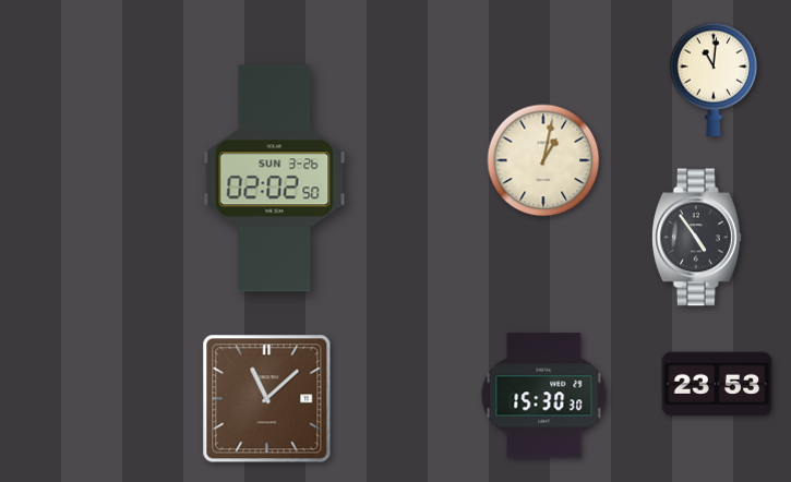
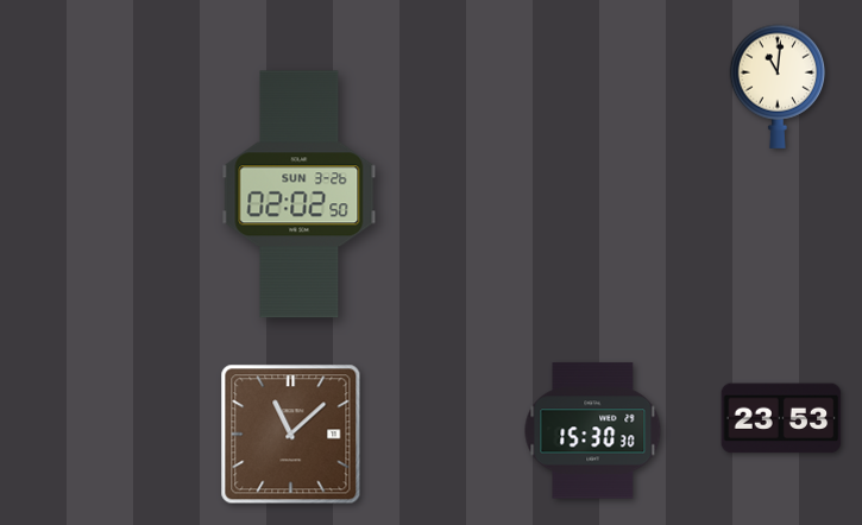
clock at (543, 160): 1:02 -> none
clock at (696, 238): 4:54 -> none
